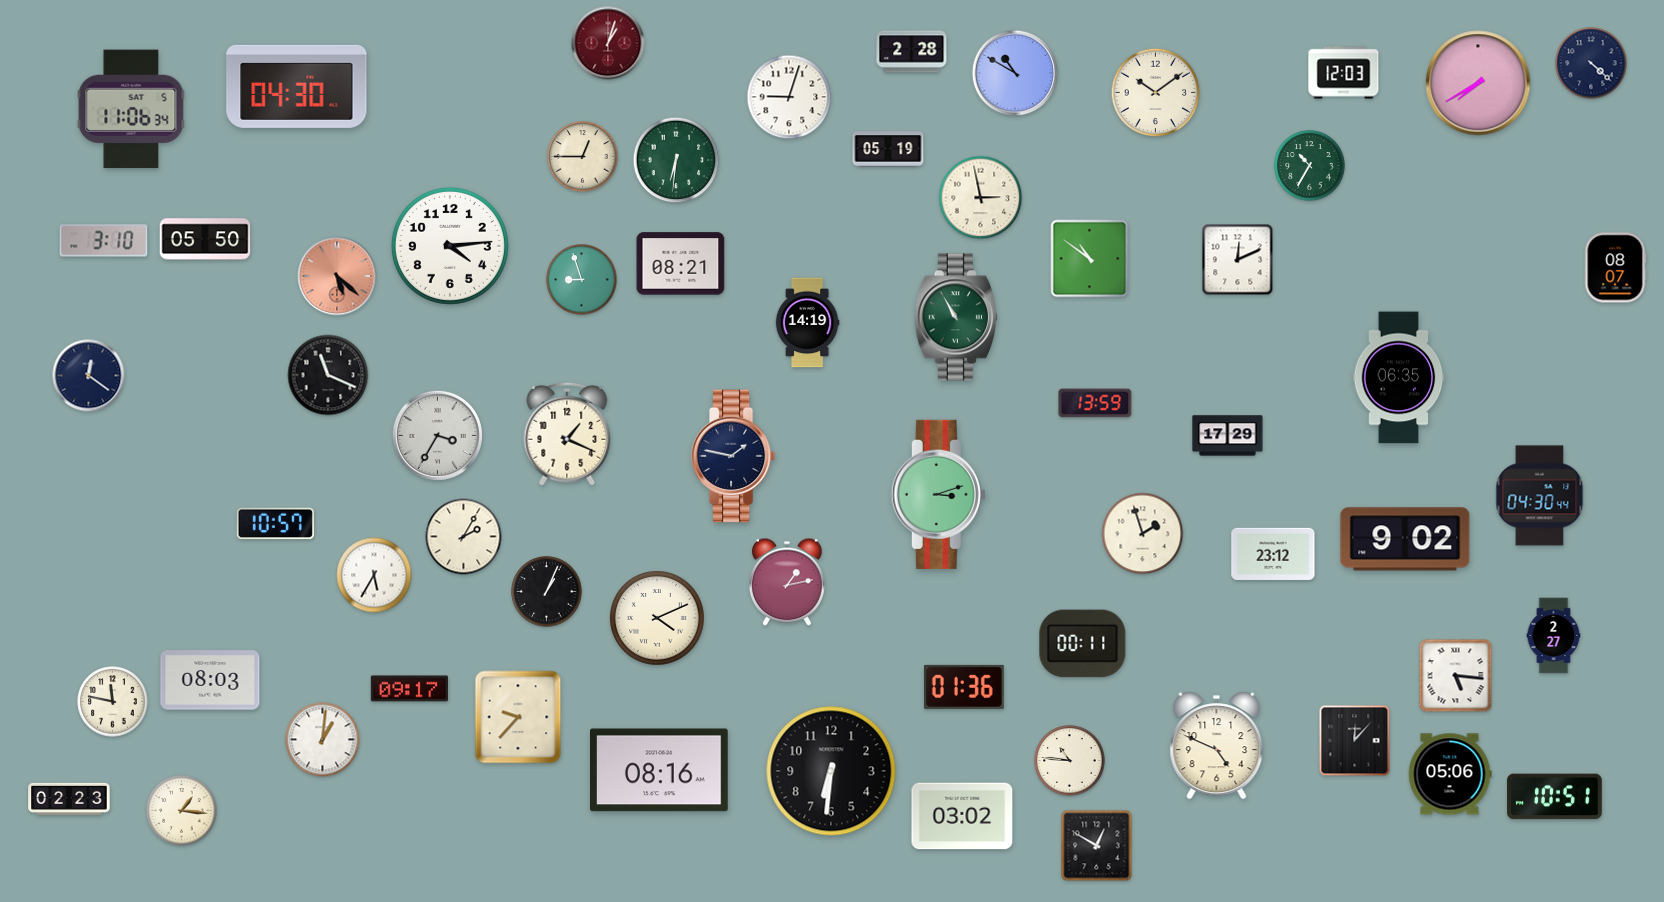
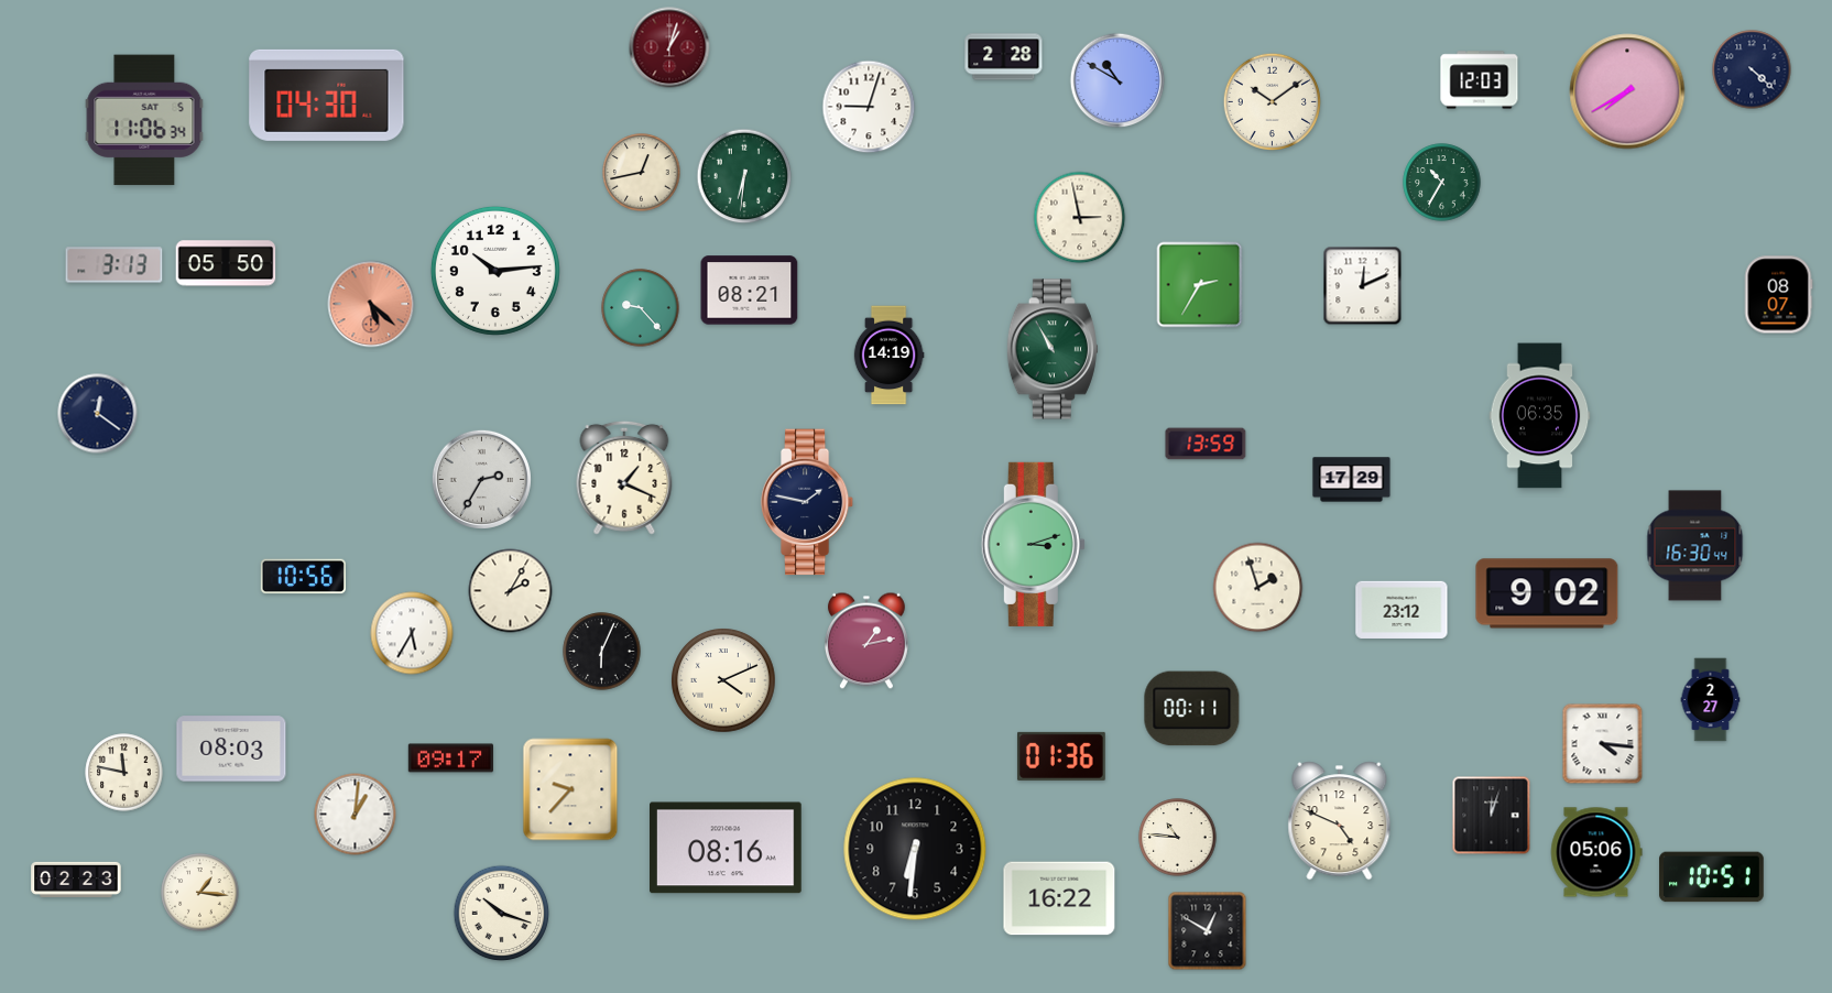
clock at (888, 149): 05:19 -> none
clock at (583, 157): 12:45 -> 12:43
clock at (104, 241): 3:10 -> 3:13
clock at (450, 246): 4:14 -> 10:14
clock at (1090, 259): 10:51 -> 2:35
clock at (582, 280): 8:57 -> 9:23
clock at (328, 375): 11:19 -> none
clock at (437, 435): 3:35 -> 2:35
clock at (1540, 496): 04:30 -> 16:30
clock at (275, 524): 10:57 -> 10:56
clock at (547, 592): 1:04 -> 6:04
clock at (1456, 676): 5:16 -> 4:16
clock at (1355, 741): 12:07 -> 12:03
clock at (962, 816): 03:02 -> 16:22
clock at (502, 914): none -> 10:18
